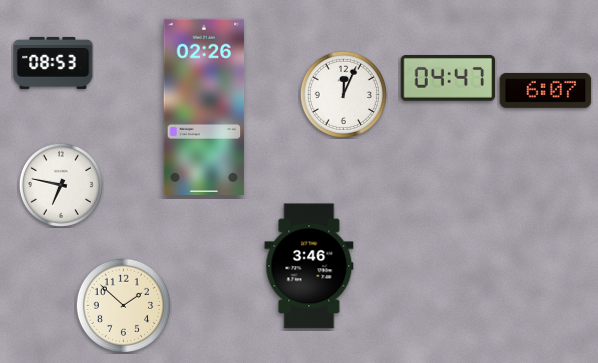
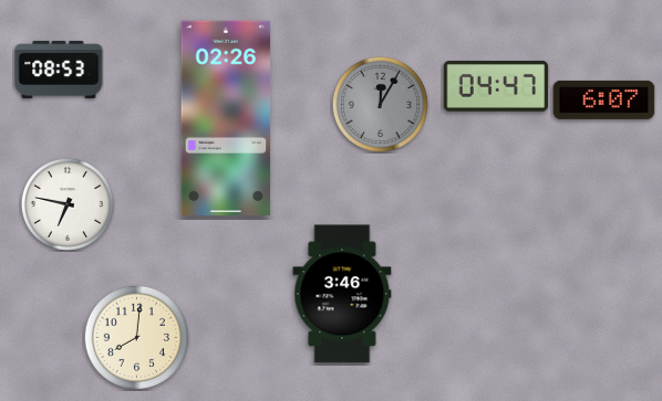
clock at (343, 94): 12:04 -> 12:05
clock at (343, 94) dial: white -> grey
clock at (123, 305): 1:52 -> 8:01
